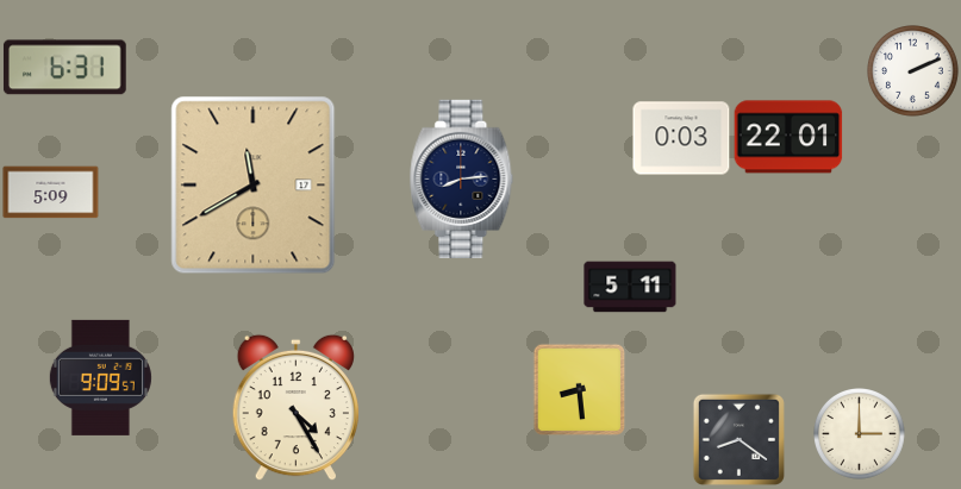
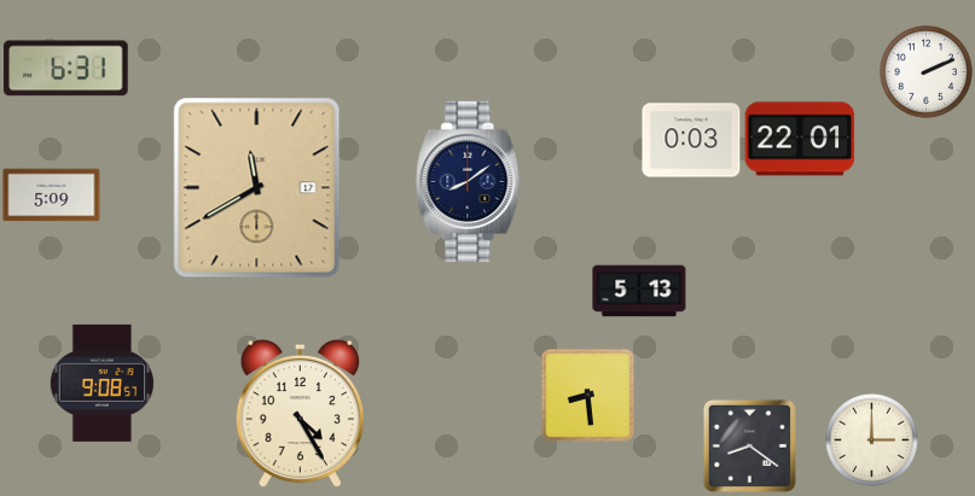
clock at (462, 178): 8:14 -> 8:09
clock at (630, 287): 5:11 -> 5:13
clock at (100, 377): 9:09 -> 9:08
